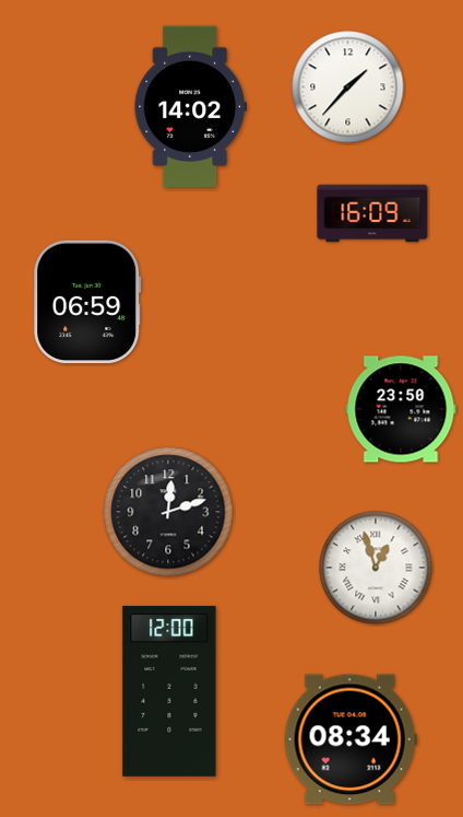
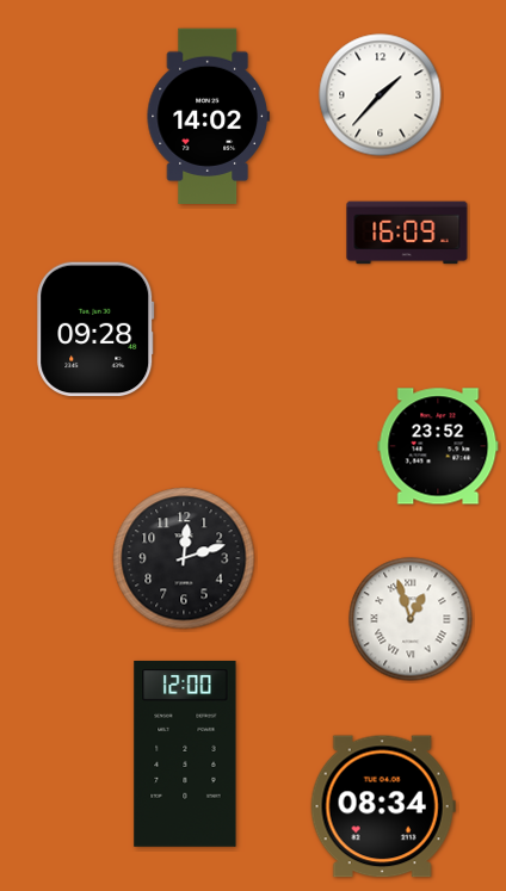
clock at (87, 302): 06:59 -> 09:28
clock at (401, 409): 23:50 -> 23:52
